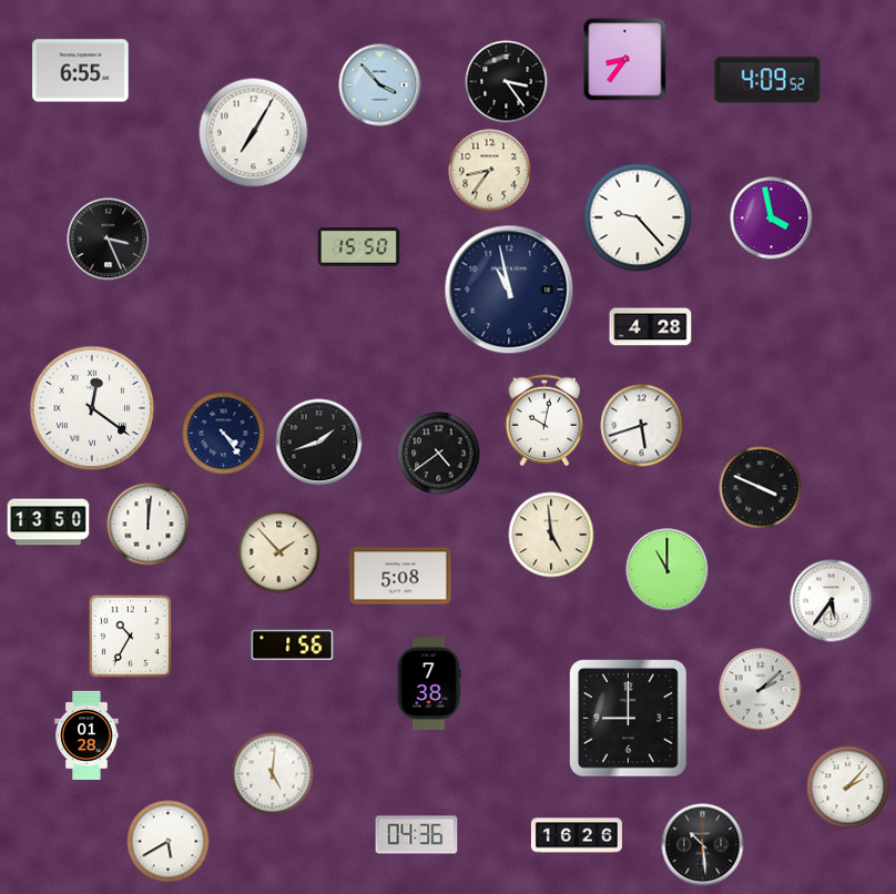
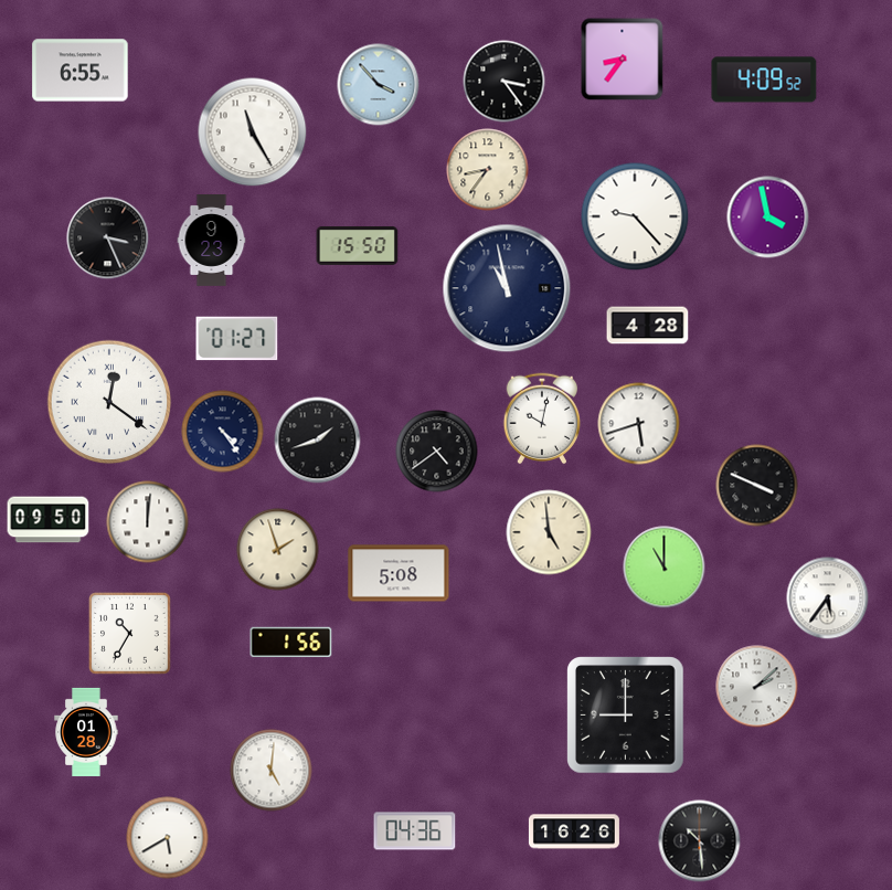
clock at (254, 133): 7:05 -> 11:25
clock at (212, 241): none -> 9:23
clock at (237, 339): none -> 01:27
clock at (92, 408) position: (92, 408) -> (109, 402)
clock at (49, 522): 13:50 -> 09:50
clock at (279, 552): 1:53 -> 1:57
clock at (429, 684): 7:38 -> none
clock at (848, 788): 2:07 -> none
